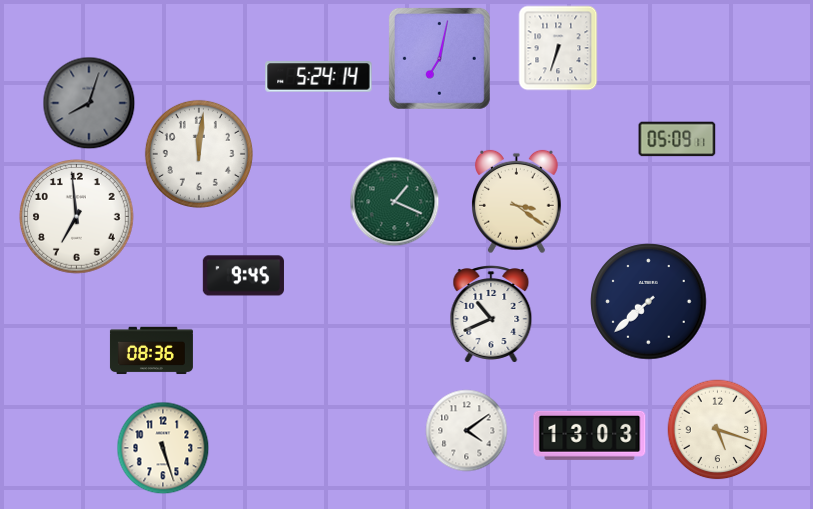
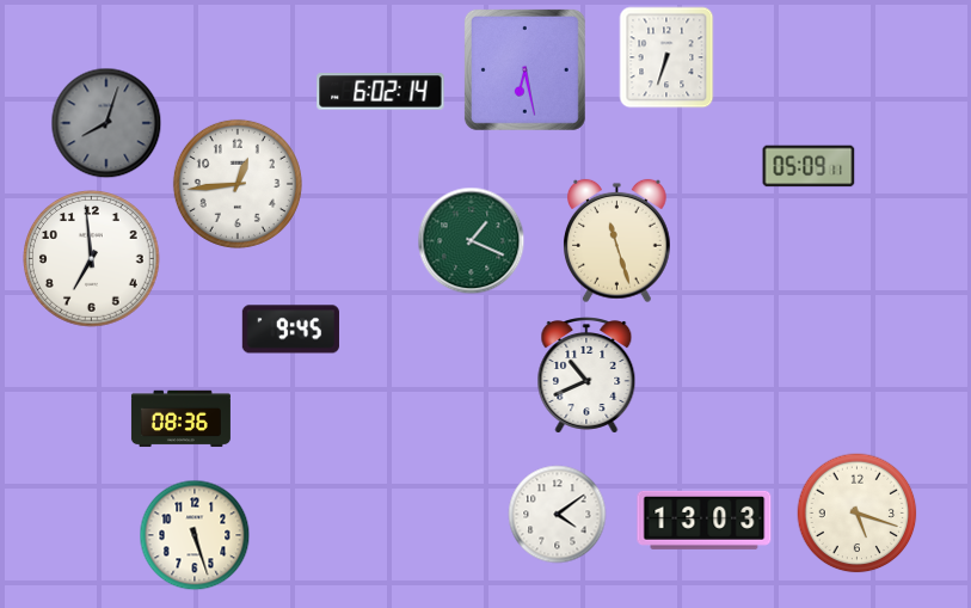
clock at (439, 58): 7:02 -> 6:28
clock at (319, 77): 5:24 -> 6:02
clock at (199, 154): 12:01 -> 12:44
clock at (517, 202): 3:21 -> 11:27
clock at (649, 302): 7:38 -> none
